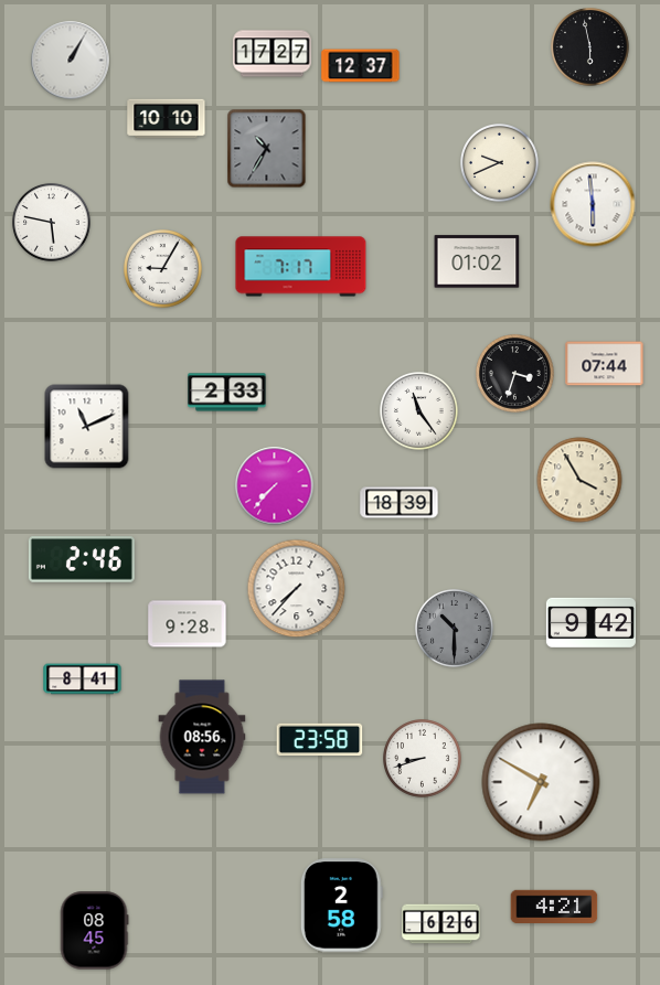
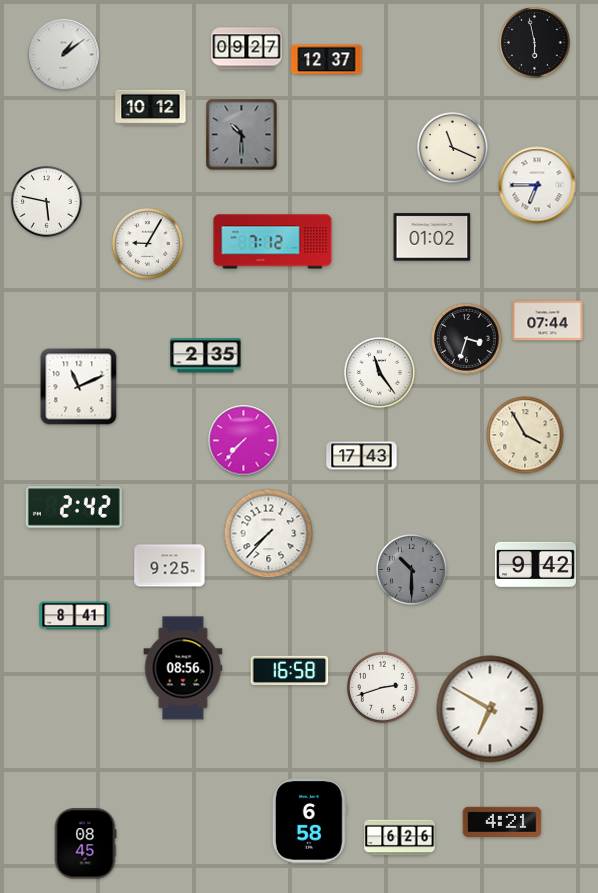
clock at (273, 54): 17:27 -> 09:27
clock at (71, 61): 1:05 -> 1:09
clock at (167, 119): 10:10 -> 10:12
clock at (267, 149): 10:35 -> 10:30
clock at (500, 163): 9:41 -> 11:19
clock at (593, 204): 5:59 -> 6:45
clock at (301, 267): 7:17 -> 7:12
clock at (605, 364) position: (605, 364) -> (548, 321)
clock at (227, 393): 2:33 -> 2:35
clock at (275, 486) position: (275, 486) -> (244, 441)
clock at (400, 503): 18:39 -> 17:43
clock at (82, 559): 2:46 -> 2:42
clock at (188, 624): 9:28 -> 9:25
clock at (320, 739): 23:58 -> 16:58
clock at (423, 759): 8:42 -> 2:42
clock at (341, 906): 2:58 -> 6:58
